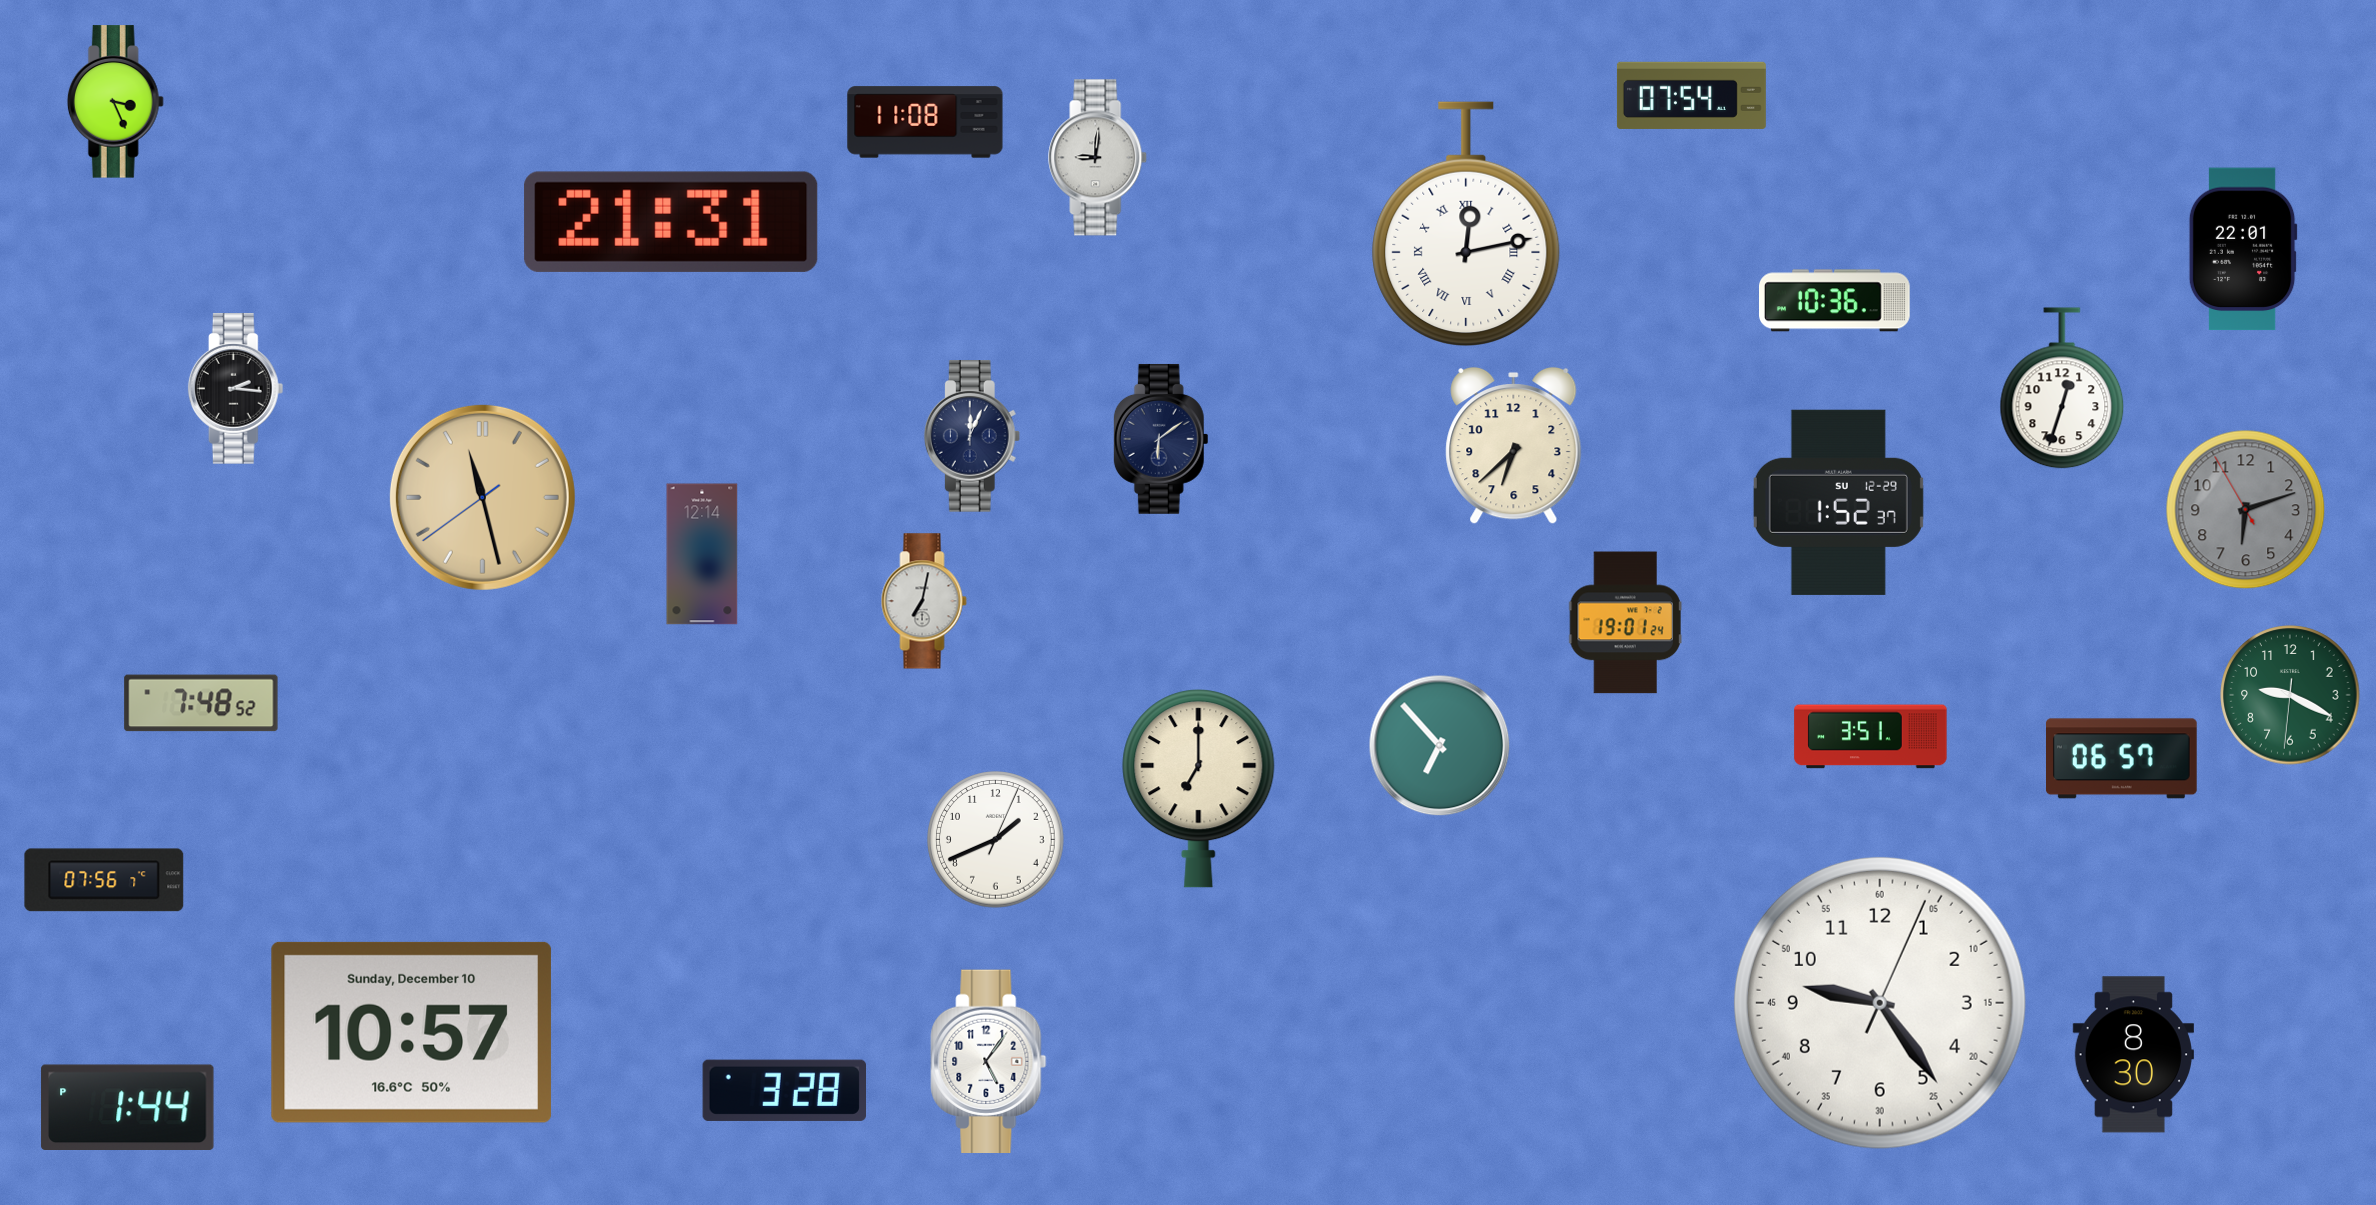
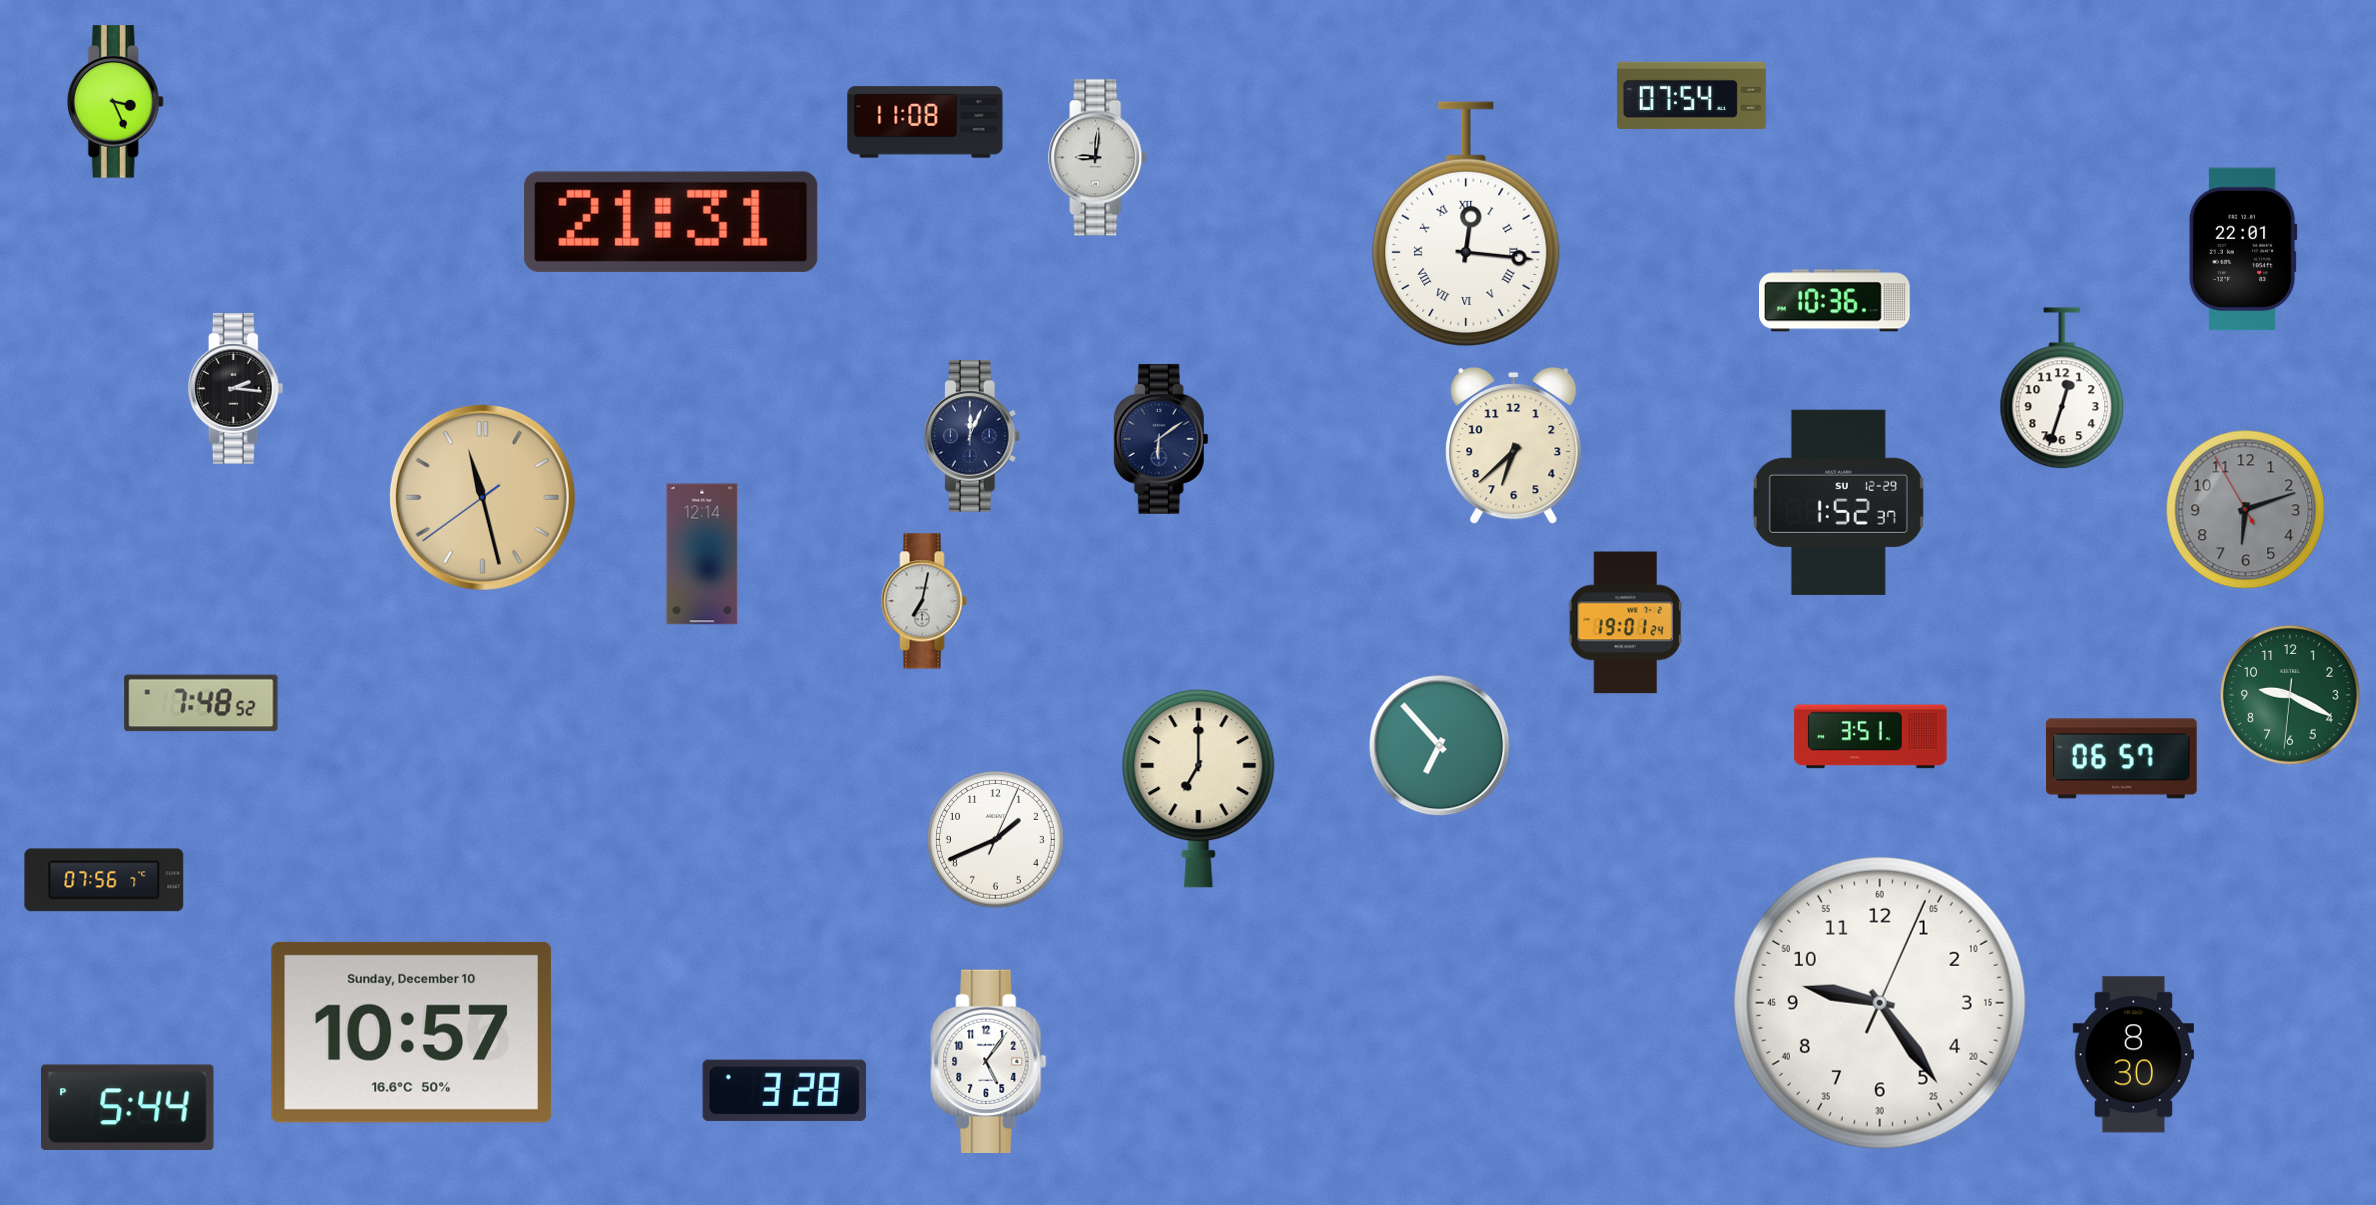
clock at (1466, 224): 12:13 -> 12:16
clock at (128, 1107): 1:44 -> 5:44
